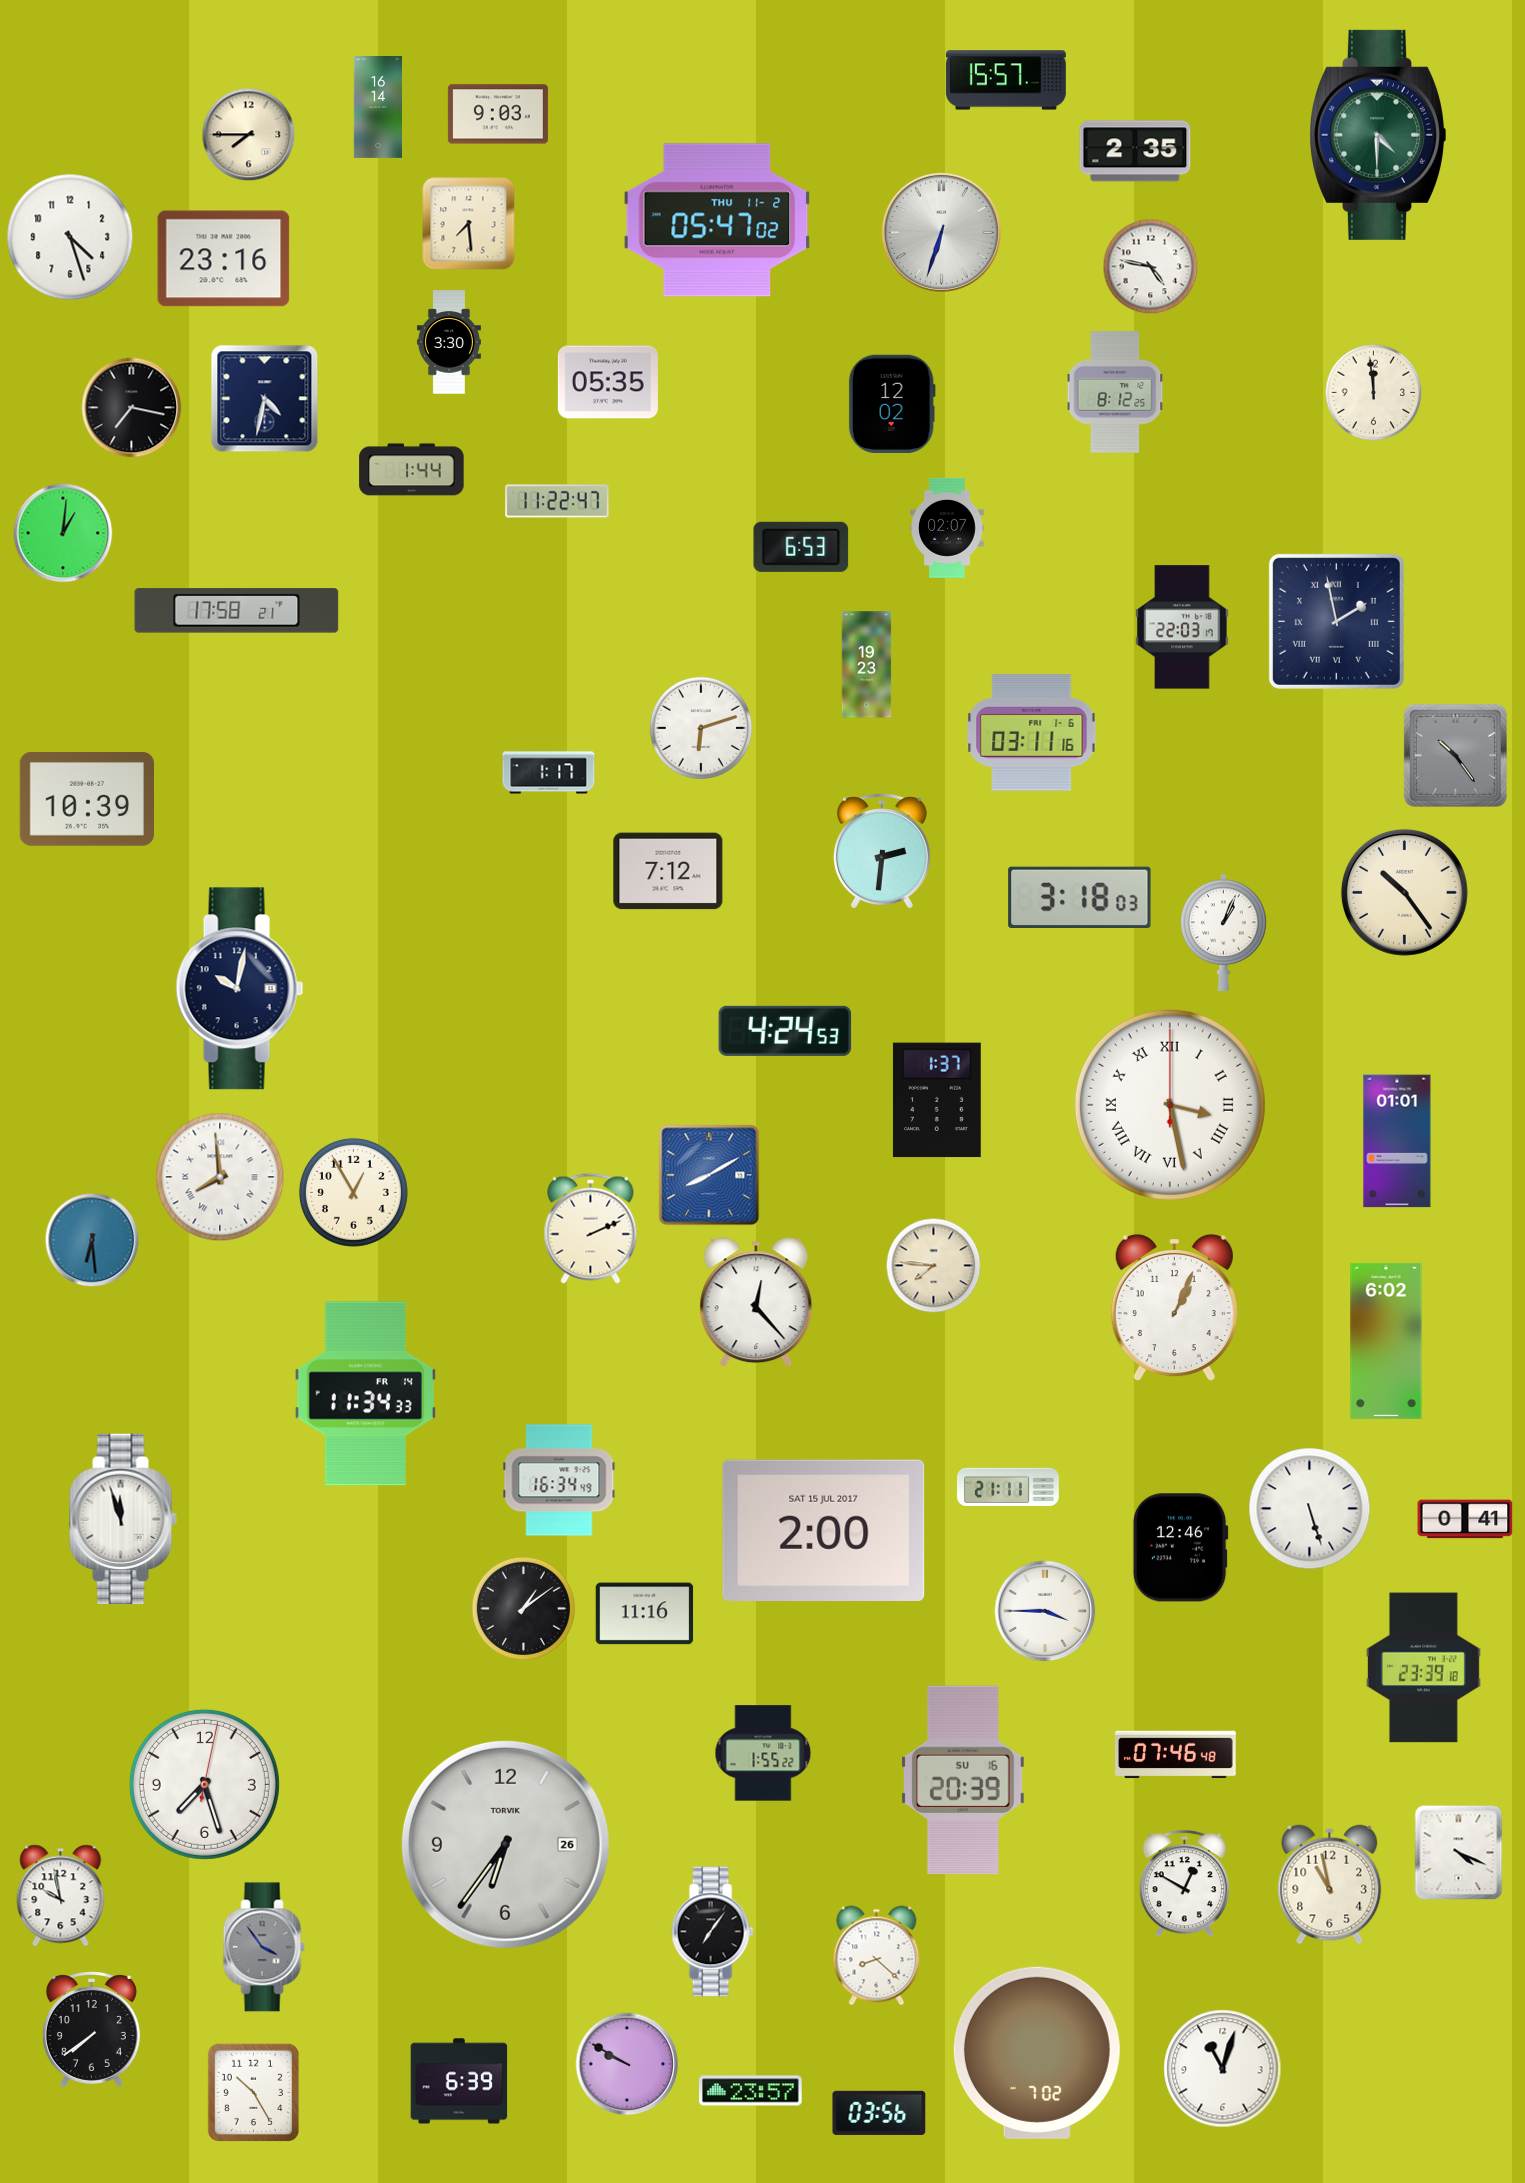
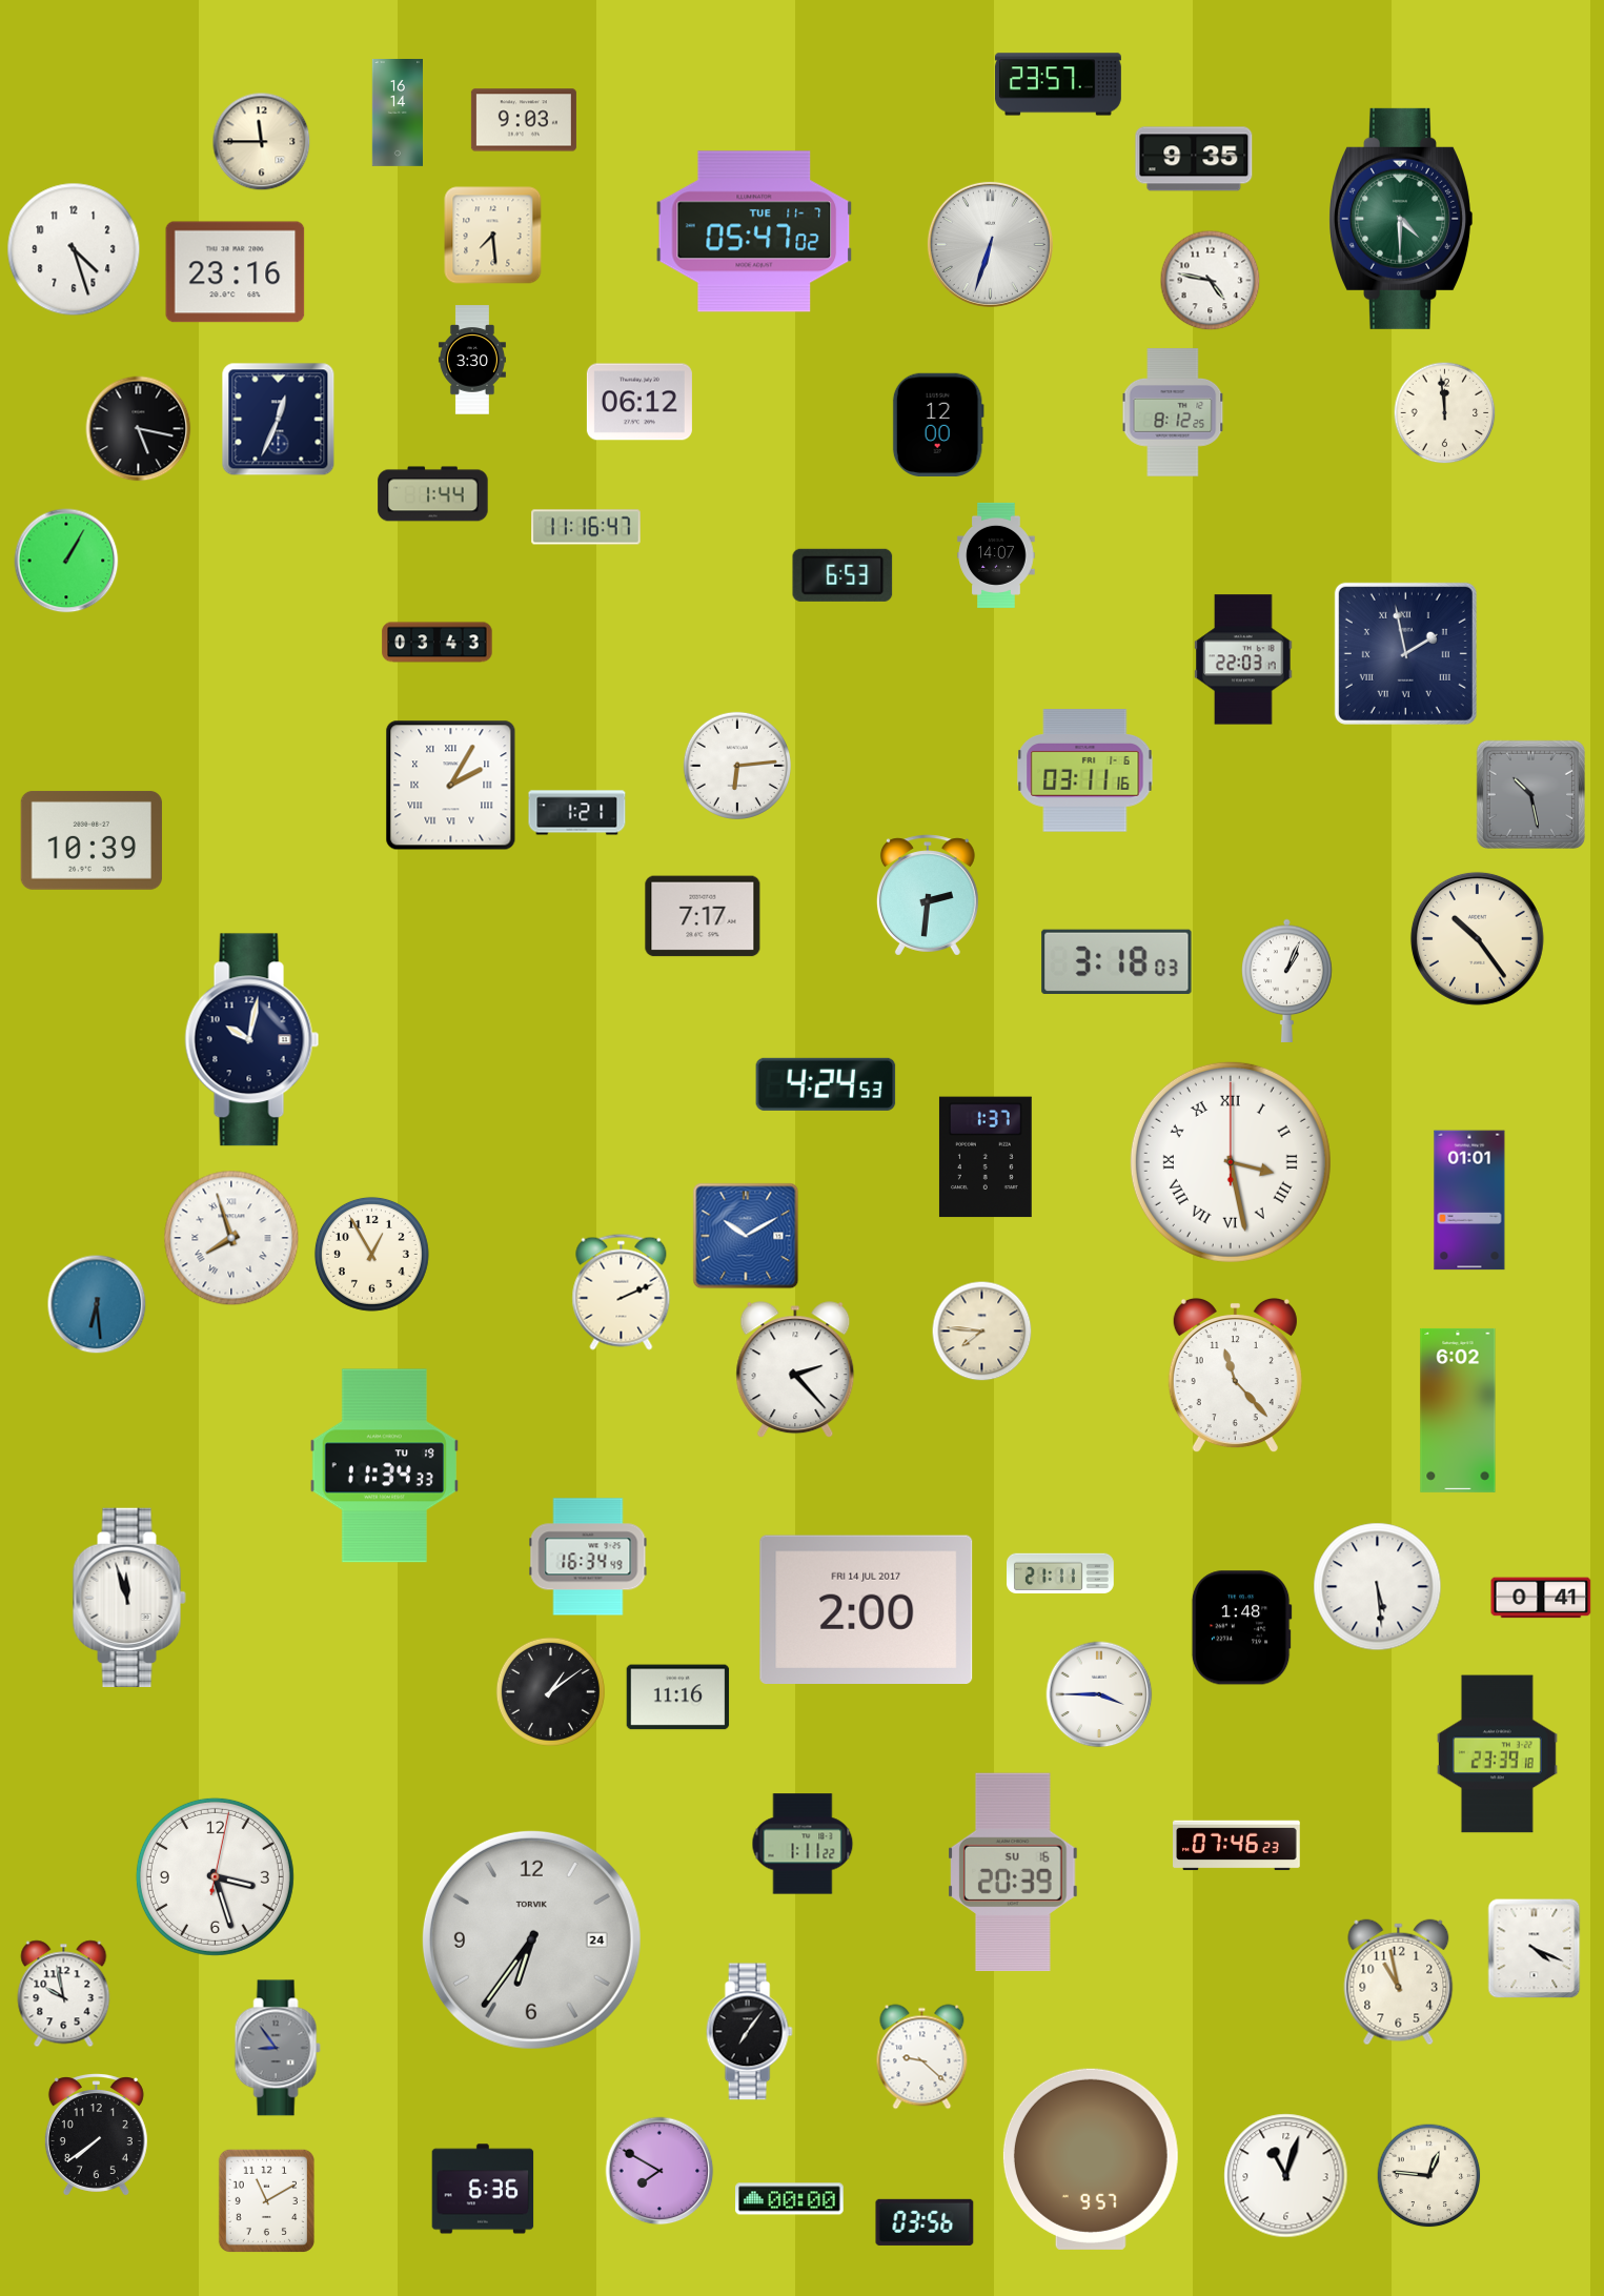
clock at (1006, 80): 15:57 -> 23:57
clock at (249, 135): 7:45 -> 11:45
clock at (1378, 135) position: (1378, 135) -> (1401, 219)
clock at (1135, 151): 2:35 -> 9:35
clock at (717, 220) date: THU 11-2 -> TUE 11-7
clock at (608, 382): 05:35 -> 06:12
clock at (265, 399): 4:32 -> 12:34
clock at (892, 404): 12:02 -> 12:00
clock at (132, 408): 7:17 -> 5:17
clock at (557, 501): 11:22 -> 11:16
clock at (947, 528): 02:07 -> 14:07
clock at (63, 533): 1:01 -> 1:05
clock at (237, 611): 17:58 -> none
clock at (438, 643): none -> 03:43
clock at (867, 665): 19:23 -> none
clock at (701, 728): 6:12 -> 6:14
clock at (451, 786): none -> 2:05
clock at (1455, 755): 10:24 -> 10:28
clock at (549, 773): 1:17 -> 1:21
clock at (668, 871): 7:12 -> 7:17
clock at (1080, 898) position: (1080, 898) -> (1117, 962)
clock at (709, 1175): 8:10 -> 10:10
clock at (220, 1177): 7:59 -> 7:57
clock at (756, 1303): 12:23 -> 2:23
clock at (1174, 1308): 1:04 -> 11:23
clock at (365, 1394) date: FR 14 -> TU 19
clock at (1009, 1486) position: (1009, 1486) -> (1061, 1572)
clock at (1310, 1509): 5:27 -> 5:29
clock at (824, 1530) date: SAT 15 JUL 2017 -> FRI 14 JUL 2017
clock at (1180, 1548): 12:46 -> 1:48
clock at (763, 1753): 1:55 -> 1:11
clock at (1176, 1755): 07:46:48 -> 07:46:23
clock at (204, 1784): 7:27 -> 3:27
clock at (505, 1844) date: 26 -> 24
clock at (1184, 1884): 12:50 -> none
clock at (264, 1947): 3:54 -> 8:54
clock at (877, 1956): 8:22 -> 9:22
clock at (1037, 2053): 7:02 -> 9:57
clock at (627, 2064): 9:50 -> 7:50
clock at (1429, 2176): none -> 12:46
clock at (459, 2081): 6:39 -> 6:36
clock at (751, 2091): 23:57 -> 00:00
clock at (253, 2092): 10:25 -> 11:10
